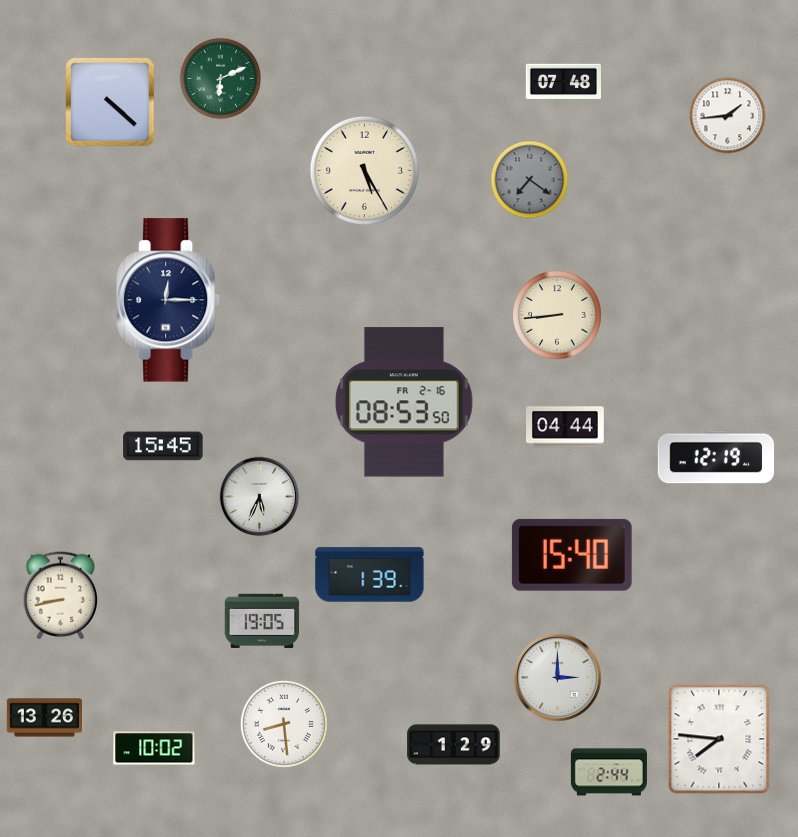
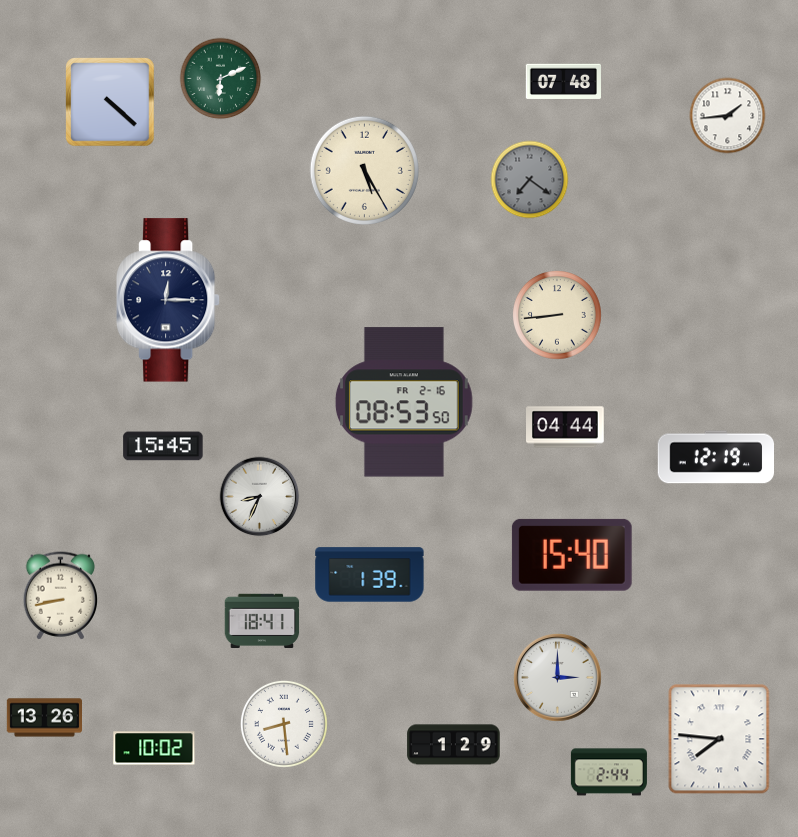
clock at (260, 497): 5:34 -> 8:34
clock at (262, 620): 19:05 -> 18:41
